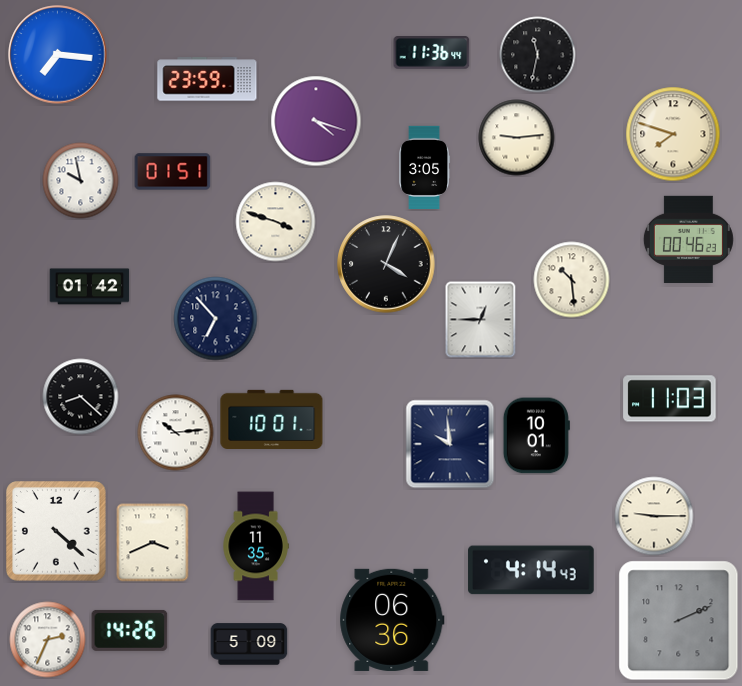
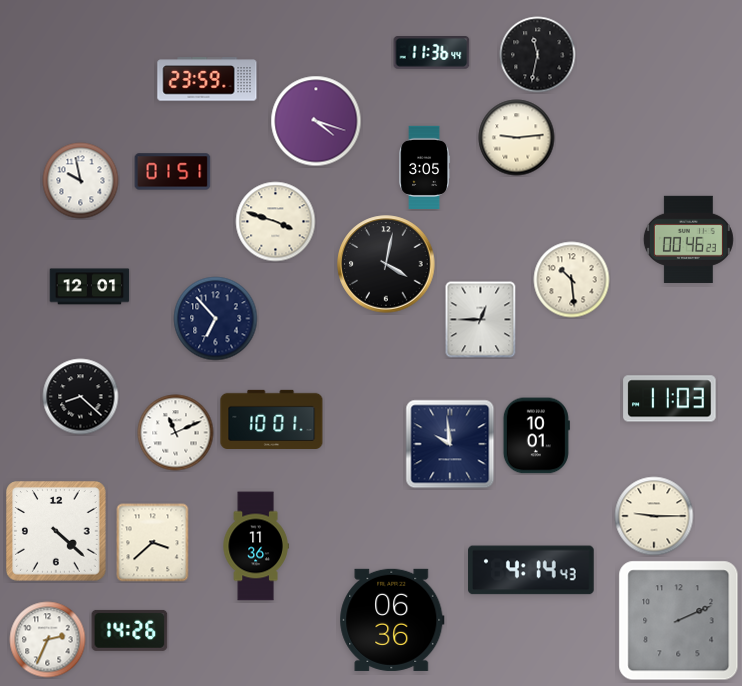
clock at (58, 55): 7:16 -> none
clock at (673, 134): 7:48 -> none
clock at (386, 264): 4:04 -> 4:02
clock at (90, 287): 01:42 -> 12:01
clock at (176, 433): 10:14 -> 11:11
clock at (153, 543): 3:41 -> 3:38
clock at (256, 546): 11:35 -> 11:36
clock at (249, 644): 5:09 -> none
